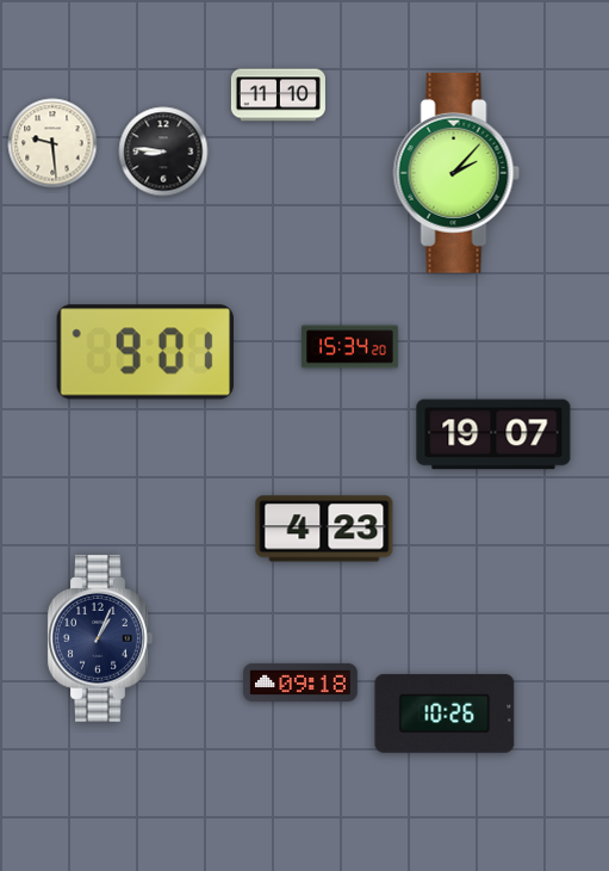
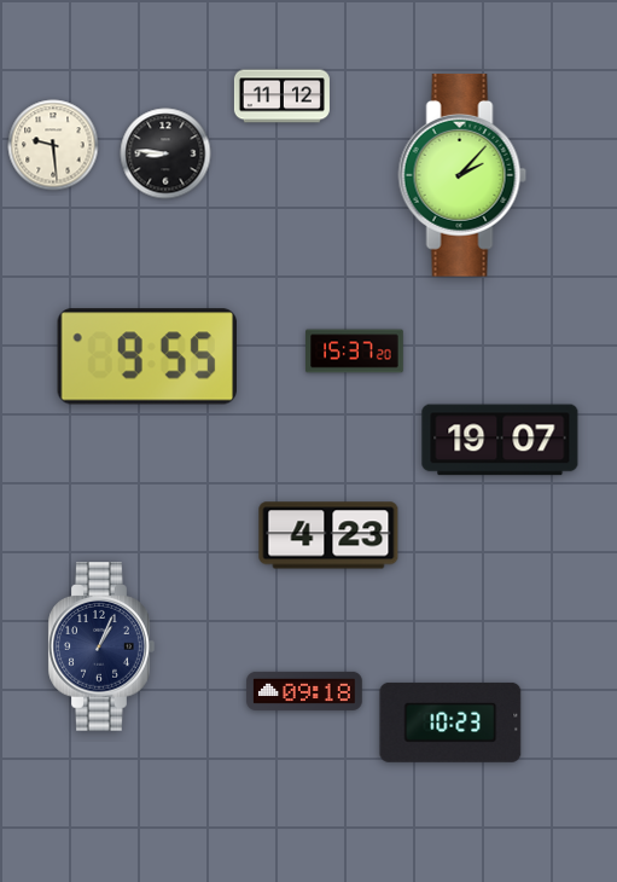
clock at (278, 95): 11:10 -> 11:12
clock at (350, 347): 15:34 -> 15:37
clock at (144, 352): 9:01 -> 9:55
clock at (445, 714): 10:26 -> 10:23
